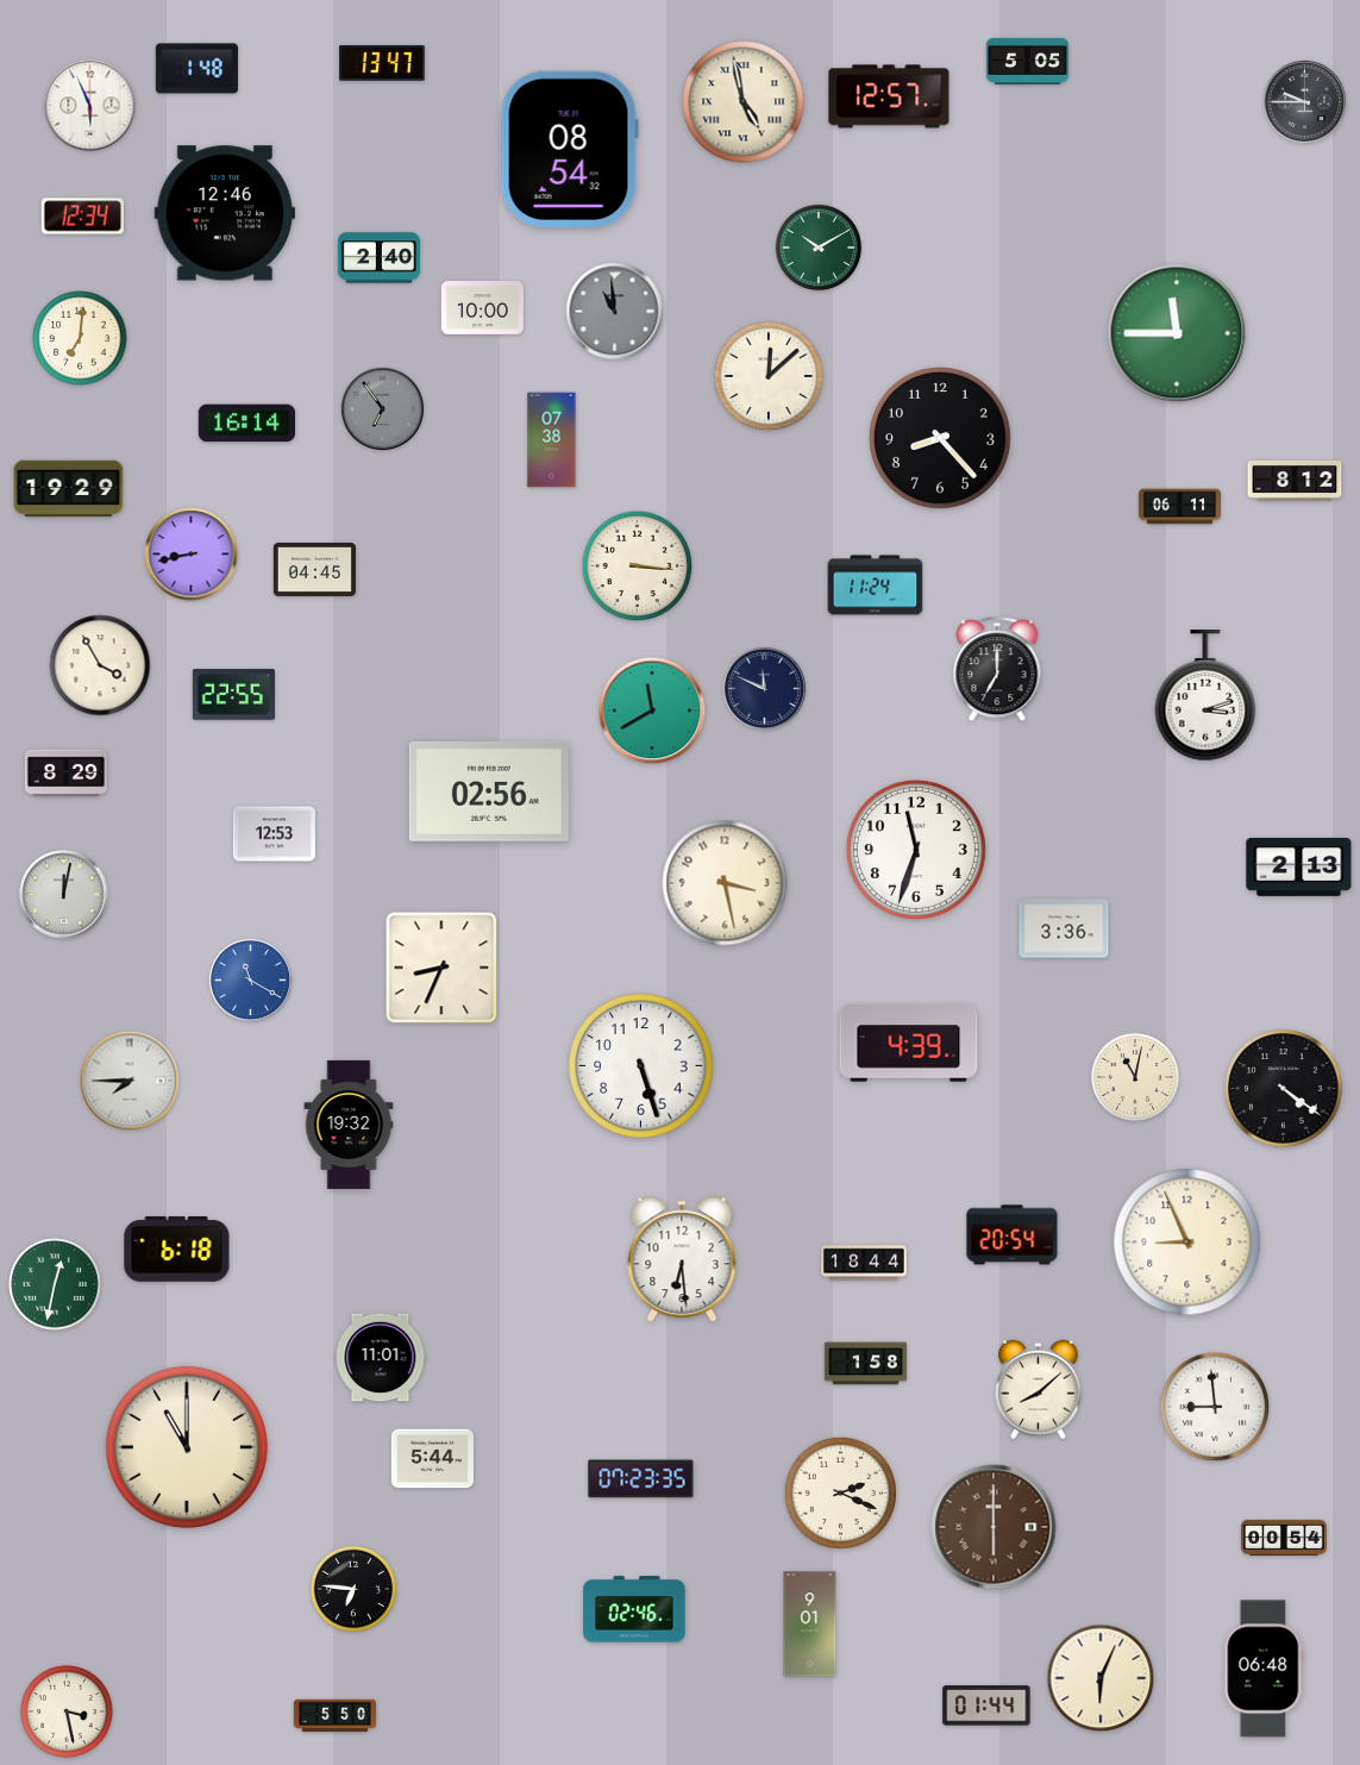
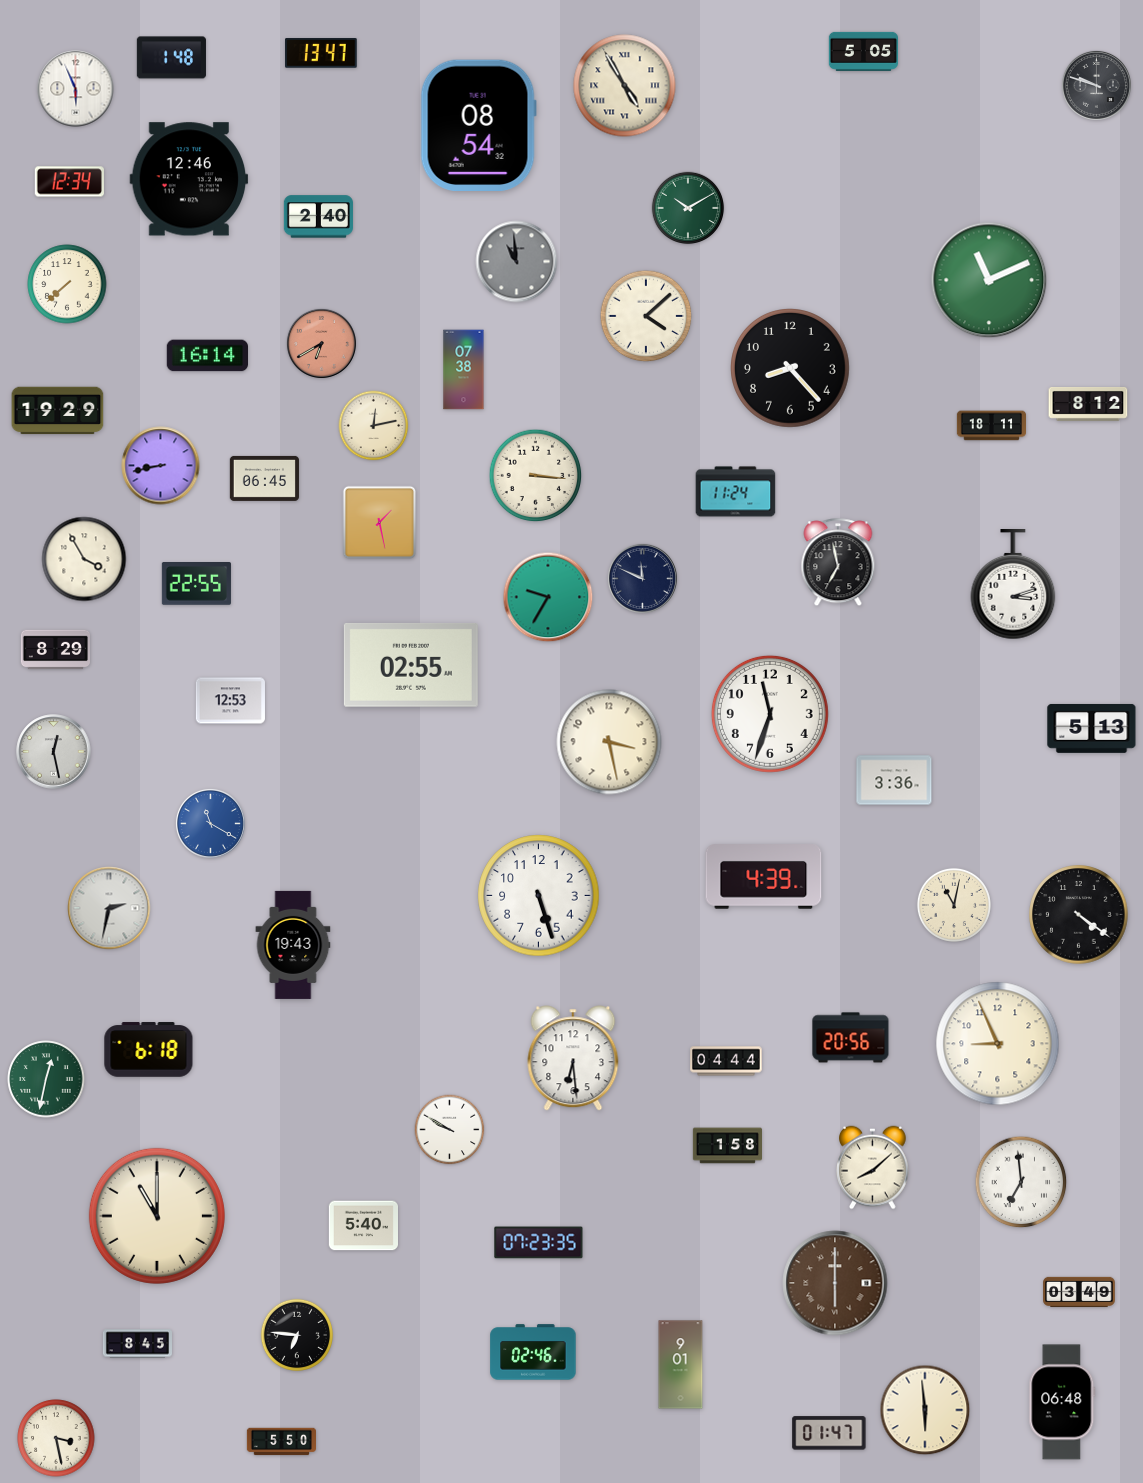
clock at (196, 69) position: (196, 69) -> (171, 58)
clock at (889, 96): 12:57 -> none
clock at (1304, 101): 9:45 -> 9:48
clock at (744, 102): 4:58 -> 4:55
clock at (482, 308): 10:00 -> none
clock at (1177, 333): 11:45 -> 11:11
clock at (80, 338): 7:01 -> 7:38
clock at (769, 376): 12:08 -> 4:08
clock at (382, 408): 6:54 -> 6:40
clock at (382, 408) dial: grey -> salmon
clock at (374, 426): none -> 12:13
clock at (1179, 507): 06:11 -> 18:11
clock at (314, 569): 04:45 -> 06:45
clock at (380, 523): none -> 1:28
clock at (997, 670): 7:00 -> 6:58
clock at (652, 711): 11:40 -> 9:35
clock at (489, 791): 02:56 -> 02:55
clock at (1299, 866): 2:13 -> 5:13
clock at (64, 895): 12:02 -> 12:28
clock at (441, 968): 8:34 -> none
clock at (130, 1081): 7:45 -> 2:32
clock at (349, 1125): 19:32 -> 19:43
clock at (1013, 1235): 20:54 -> 20:56
clock at (864, 1263): 18:44 -> 04:44
clock at (450, 1130): none -> 9:50
clock at (381, 1358): 11:01 -> none
clock at (1215, 1407): 8:59 -> 6:59
clock at (432, 1459): 5:44 -> 5:40
clock at (840, 1492): 2:19 -> none
clock at (1284, 1538): 00:54 -> 03:49
clock at (137, 1344): none -> 8:45
clock at (1101, 1678): 6:04 -> 5:59
clock at (986, 1705): 01:44 -> 01:47
